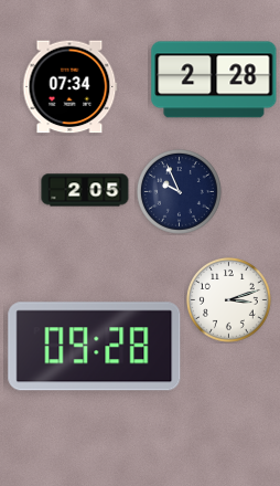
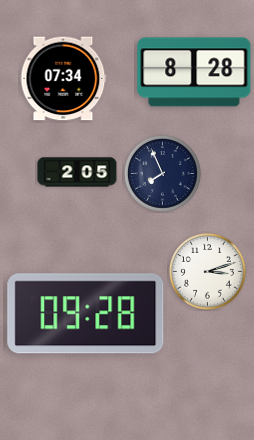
clock at (214, 80): 2:28 -> 8:28
clock at (180, 192): 9:56 -> 7:56
